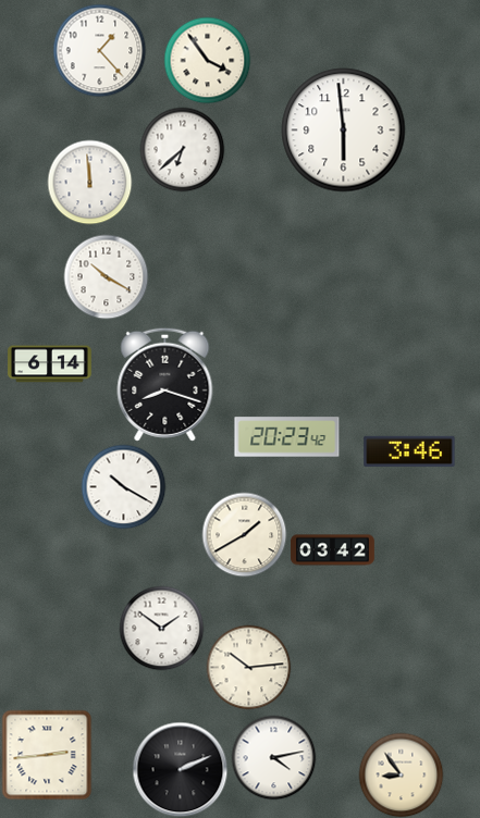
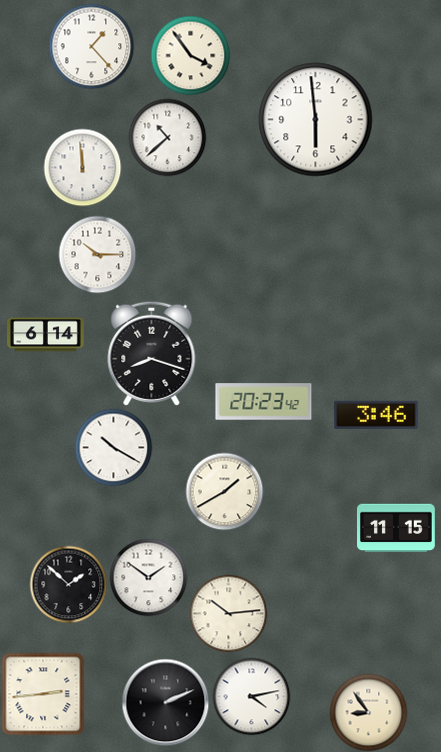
clock at (182, 149): 6:38 -> 10:38
clock at (106, 276): 10:20 -> 10:15
clock at (333, 550): 03:42 -> none
clock at (396, 528): none -> 11:15
clock at (68, 584): none -> 1:52
clock at (180, 769) position: (180, 769) -> (165, 702)
